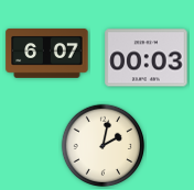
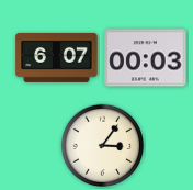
clock at (47, 53) position: (47, 53) -> (57, 57)
clock at (104, 146): 2:02 -> 3:06
